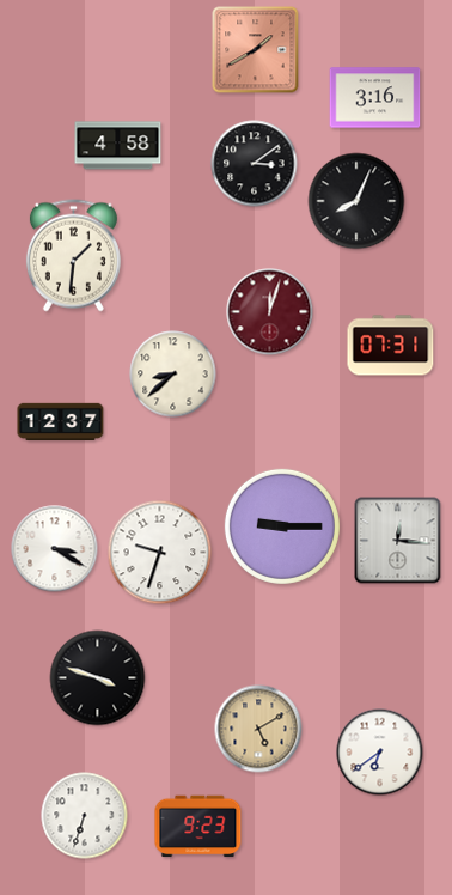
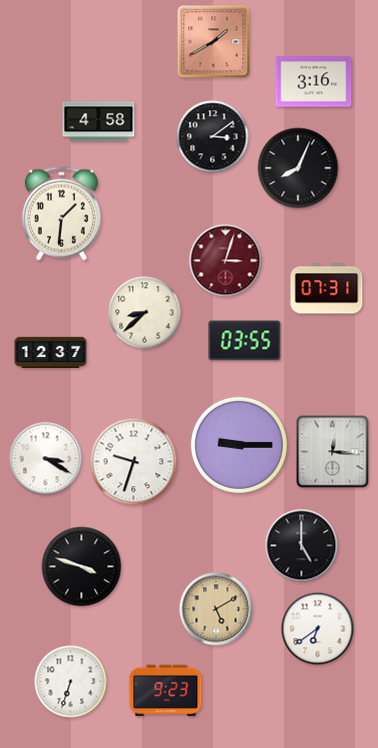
clock at (270, 312): 12:03 -> 3:03
clock at (245, 341): none -> 03:55
clock at (282, 526) position: (282, 526) -> (239, 445)
clock at (302, 546): none -> 5:00
